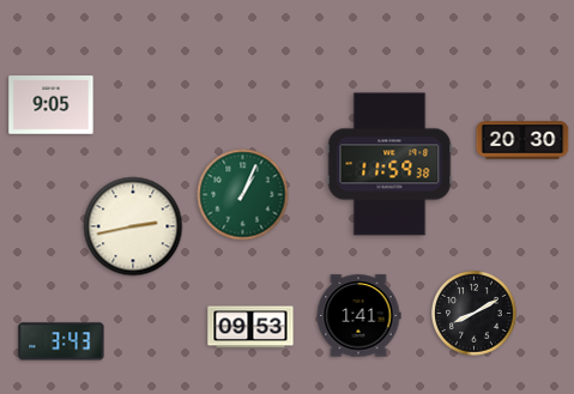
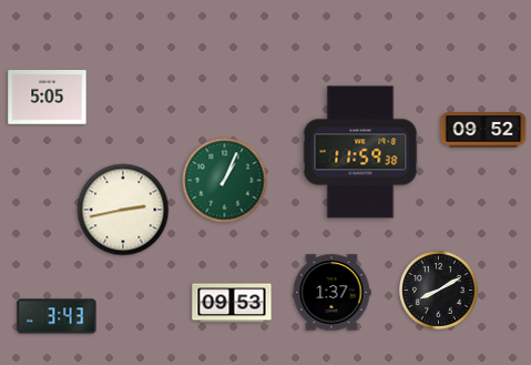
clock at (52, 105): 9:05 -> 5:05
clock at (522, 140): 20:30 -> 09:52
clock at (358, 316): 1:41 -> 1:37
